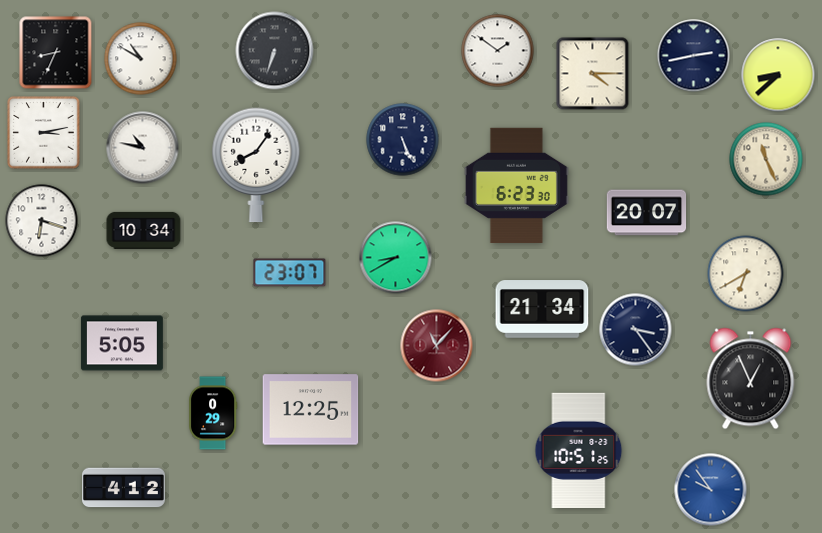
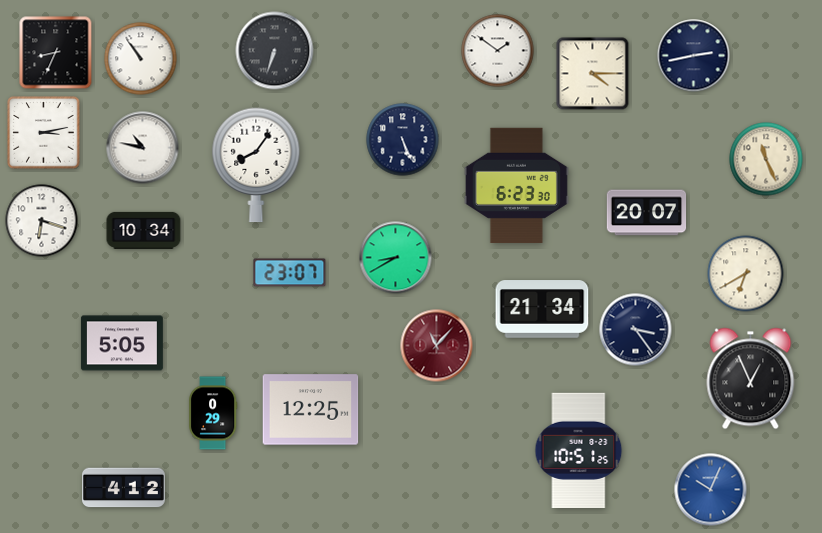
clock at (141, 59): 10:50 -> 10:54
clock at (778, 75): 8:38 -> none
clock at (711, 490): 9:54 -> 10:04
